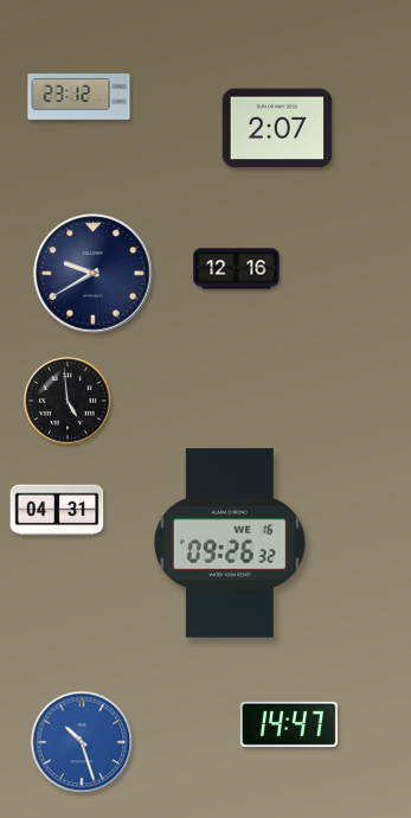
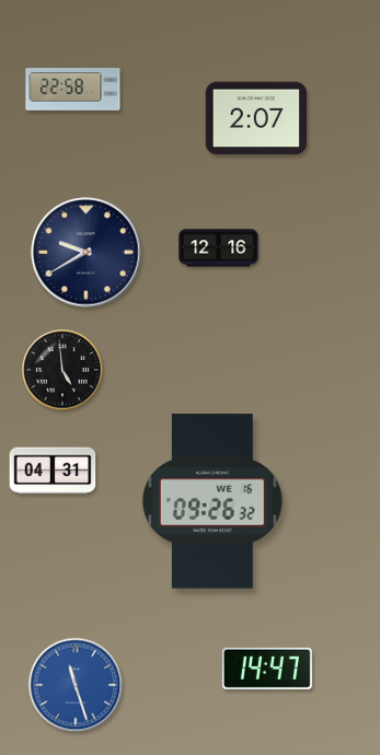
clock at (79, 97): 23:12 -> 22:58
clock at (82, 742): 10:27 -> 11:27
